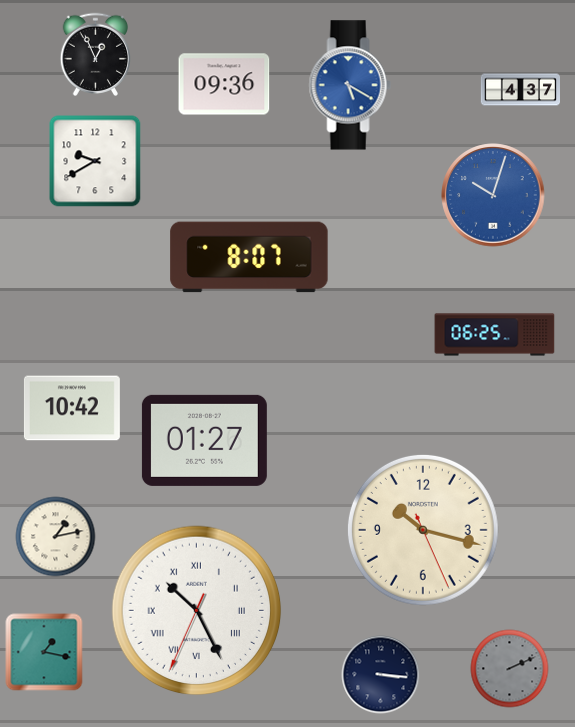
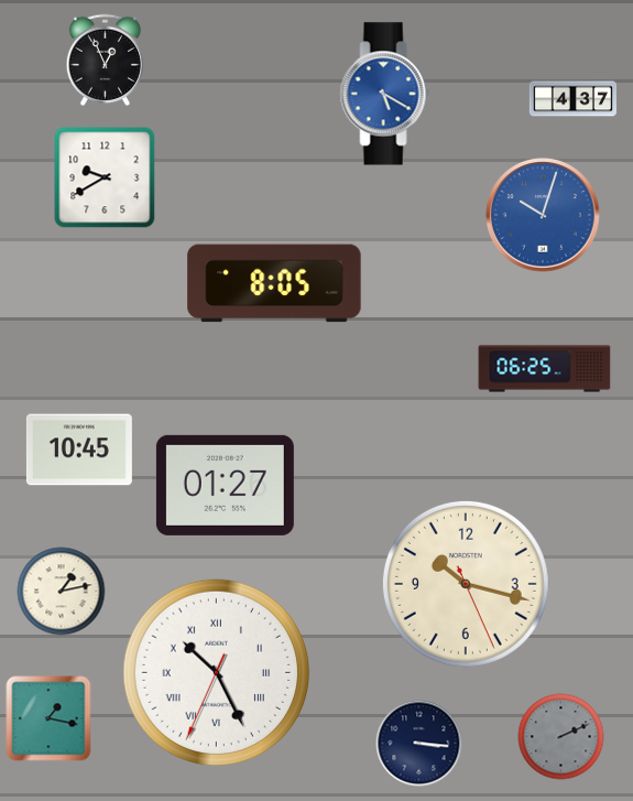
clock at (224, 84): 09:36 -> none
clock at (249, 257): 8:07 -> 8:05
clock at (72, 408): 10:42 -> 10:45
